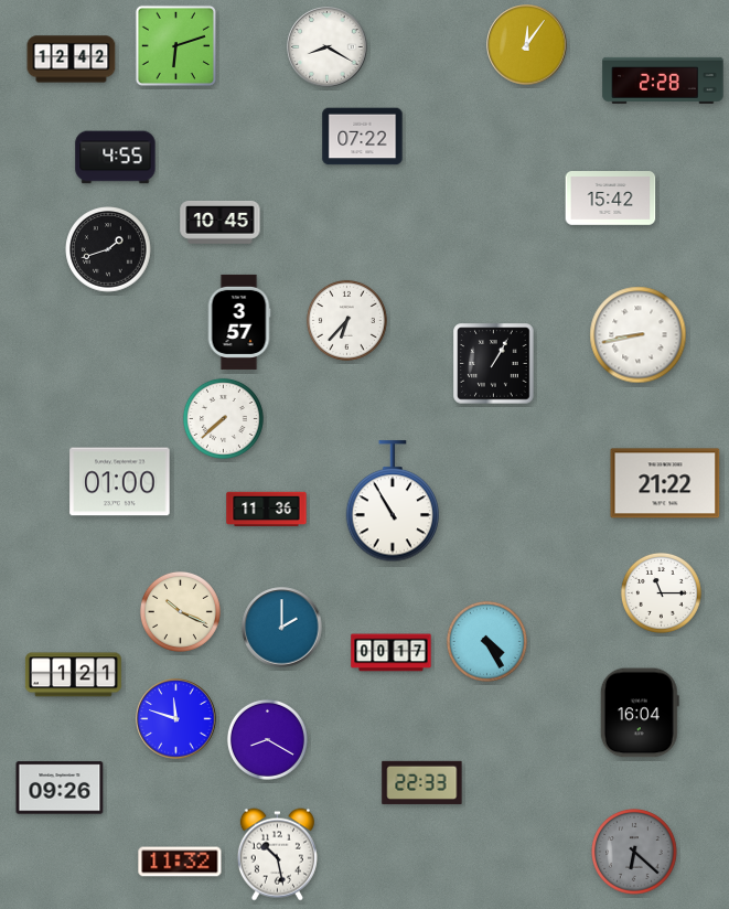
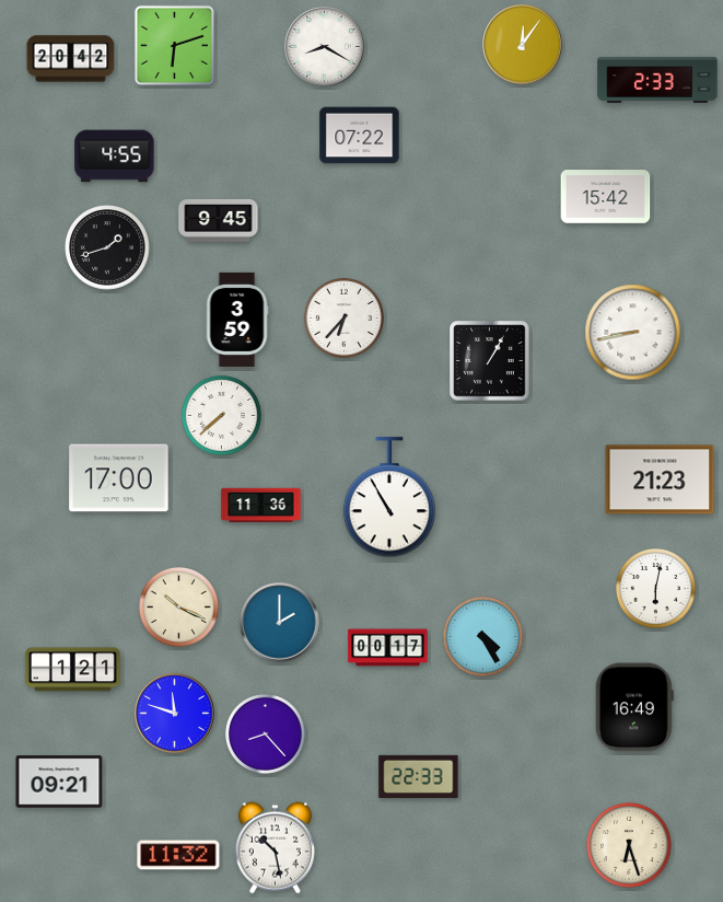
clock at (72, 60): 12:42 -> 20:42
clock at (663, 81): 2:28 -> 2:33
clock at (221, 222): 10:45 -> 9:45
clock at (239, 322): 3:57 -> 3:59
clock at (120, 482): 01:00 -> 17:00
clock at (665, 483): 21:22 -> 21:23
clock at (267, 510) position: (267, 510) -> (261, 506)
clock at (661, 592): 11:15 -> 6:02
clock at (640, 713): 16:04 -> 16:49
clock at (267, 739): 8:20 -> 8:23
clock at (60, 788): 09:26 -> 09:21
clock at (634, 852): 6:22 -> 6:27
clock at (634, 852) dial: grey -> cream
